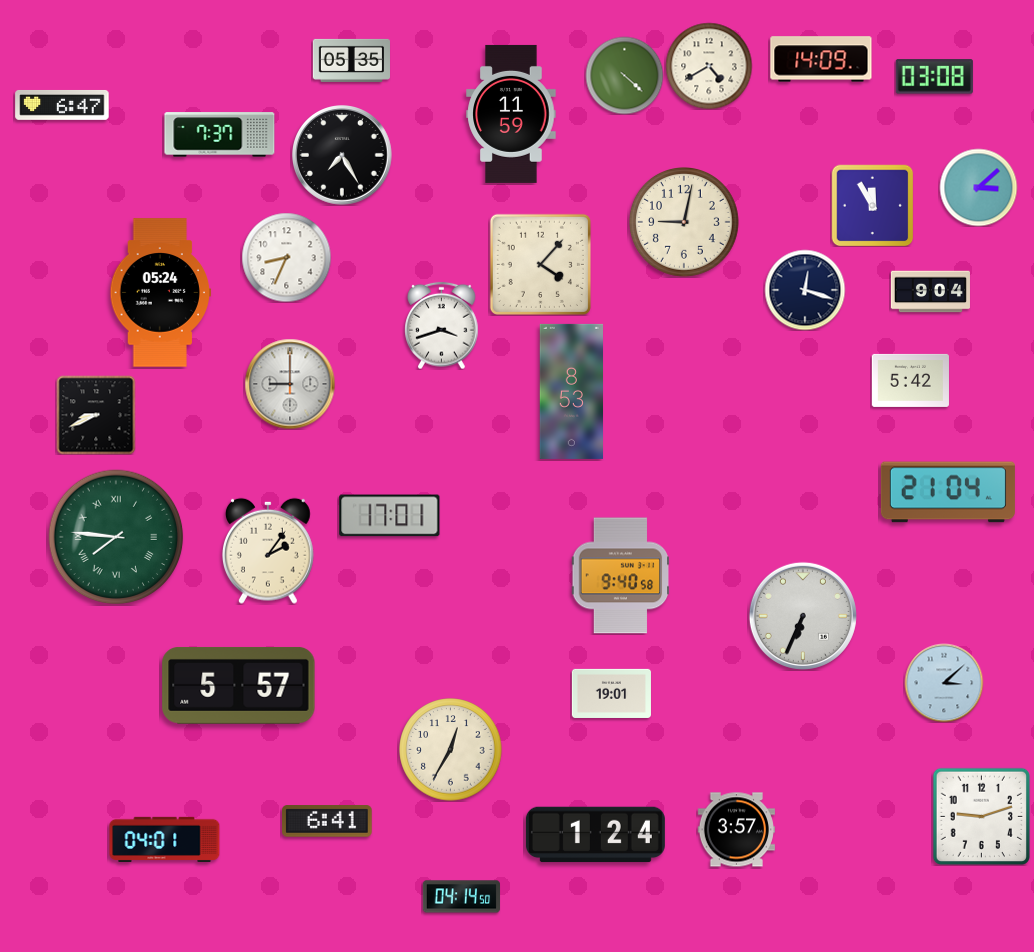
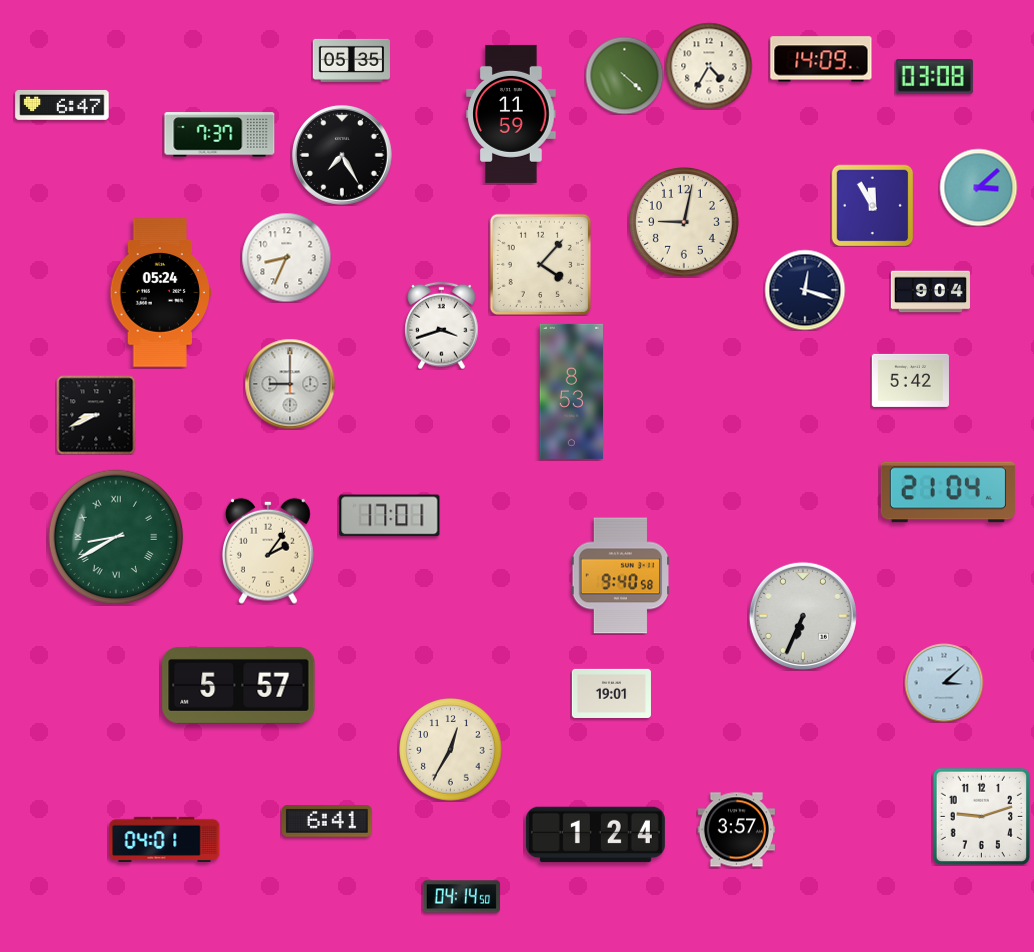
clock at (709, 66): 4:40 -> 4:35
clock at (116, 537): 7:46 -> 8:40
